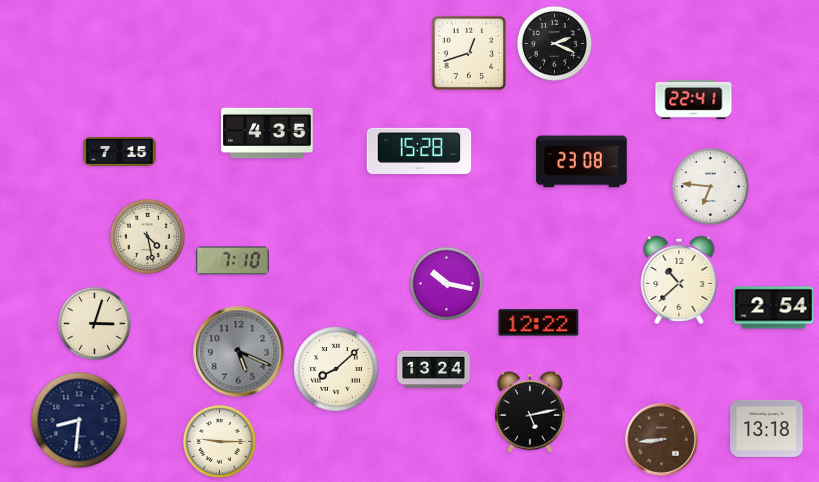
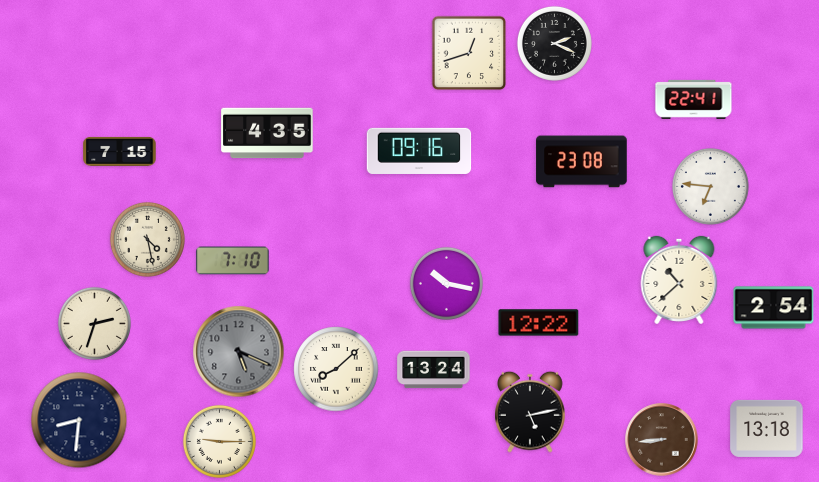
clock at (419, 151): 15:28 -> 09:16
clock at (147, 236) position: (147, 236) -> (147, 239)
clock at (94, 323): 3:03 -> 2:33
